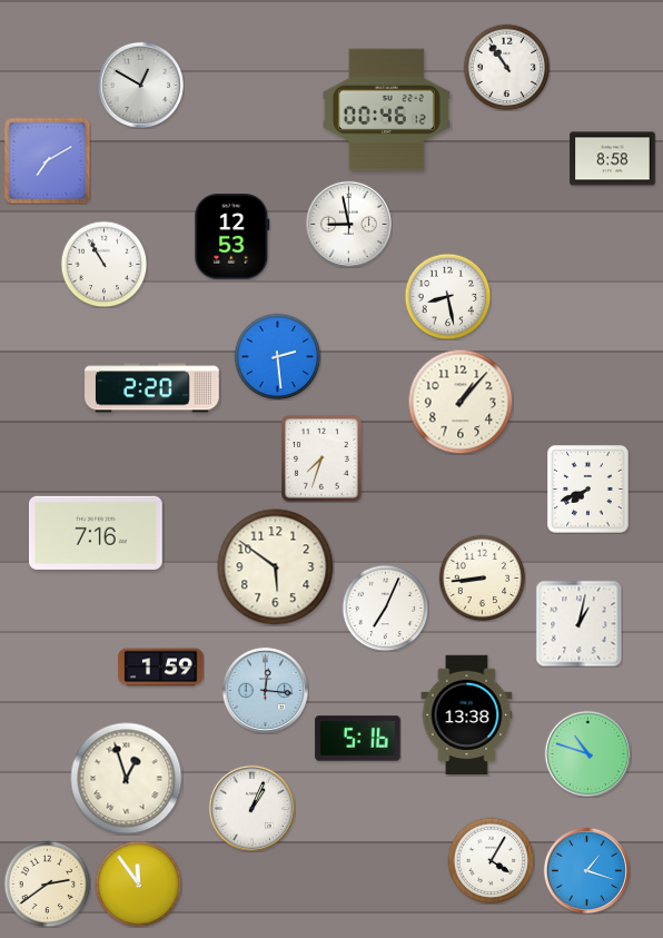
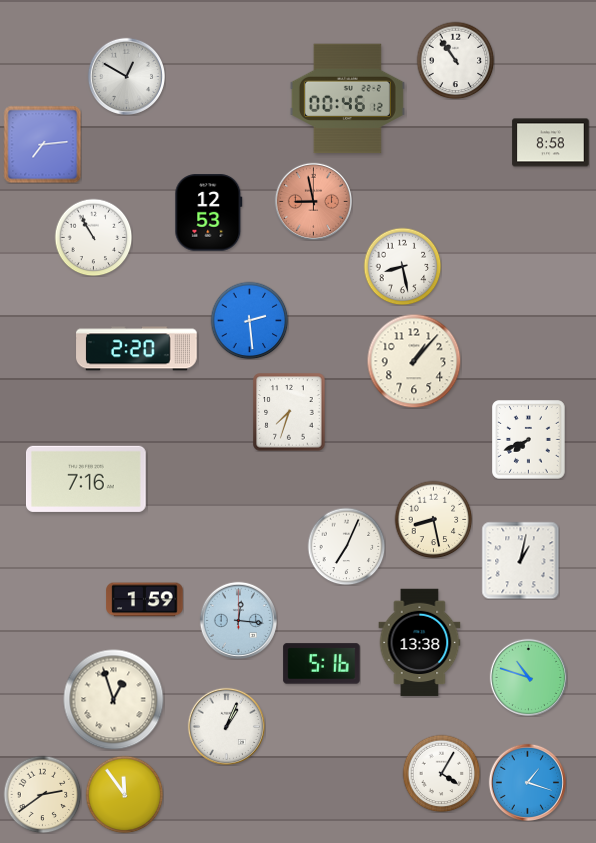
clock at (47, 160): 7:10 -> 7:14
clock at (348, 224) dial: white -> salmon
clock at (276, 567): 5:51 -> none
clock at (482, 577): 8:44 -> 8:28
